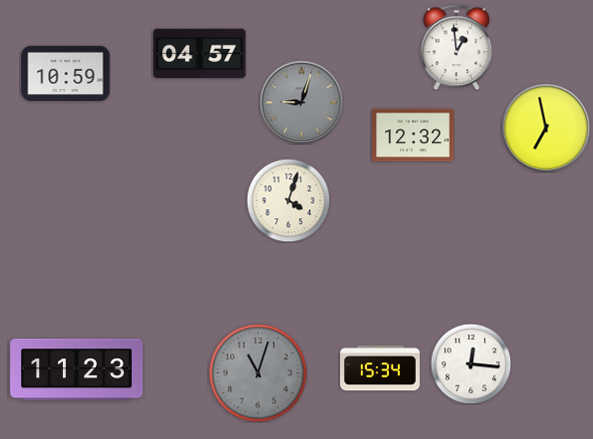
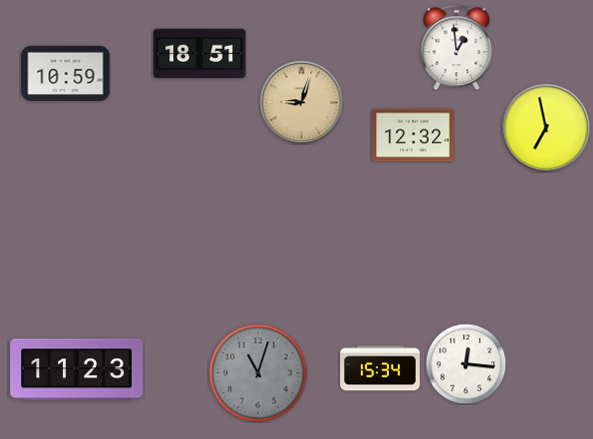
clock at (200, 54): 04:57 -> 18:51
clock at (301, 102) dial: grey -> champagne
clock at (288, 200): 4:03 -> none
clock at (471, 364) position: (471, 364) -> (466, 364)
